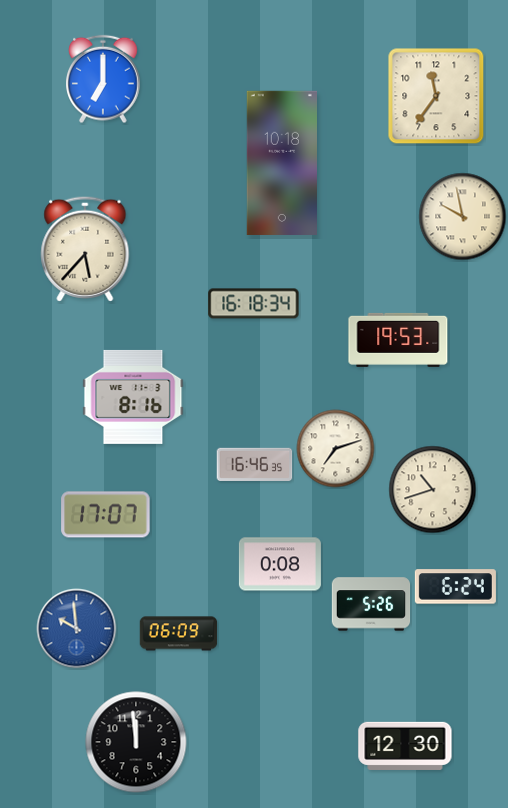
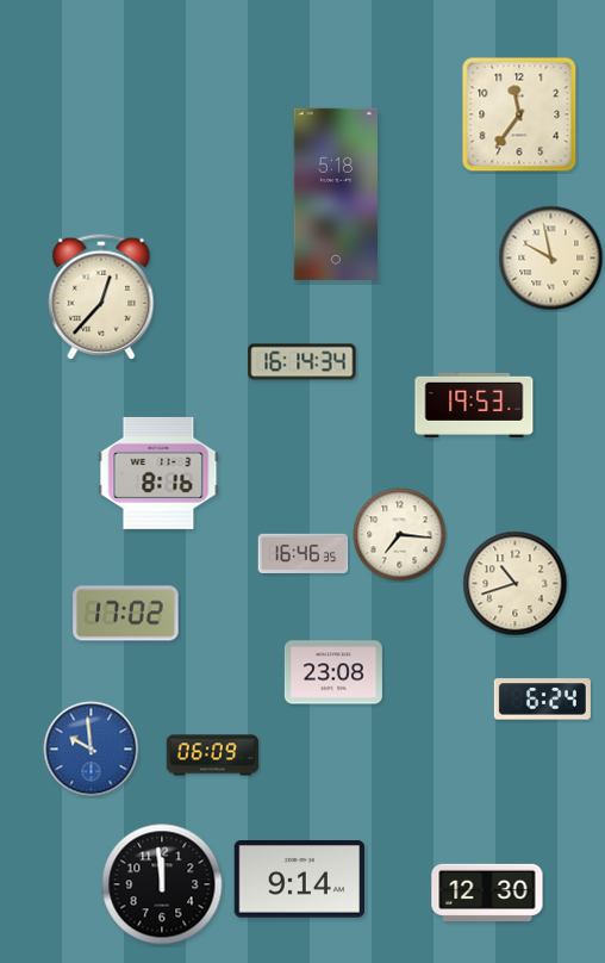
clock at (103, 79): 7:00 -> none
clock at (281, 163): 10:18 -> 5:18
clock at (85, 249): 5:37 -> 12:37
clock at (254, 304): 16:18 -> 16:14
clock at (336, 449): 7:12 -> 7:16
clock at (106, 515): 17:07 -> 17:02
clock at (280, 564): 0:08 -> 23:08
clock at (371, 604): 5:26 -> none
clock at (300, 880): none -> 9:14
clock at (405, 746) position: (405, 746) -> (487, 893)
